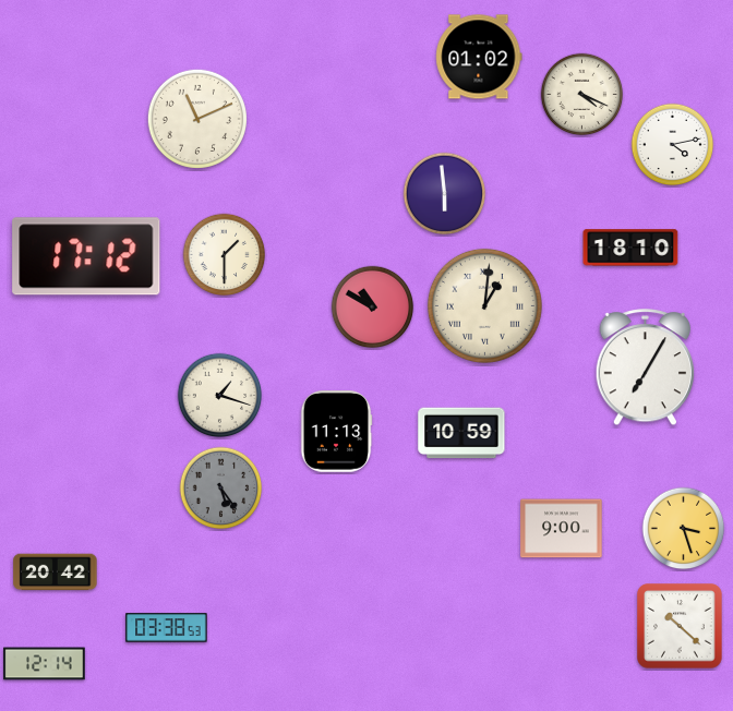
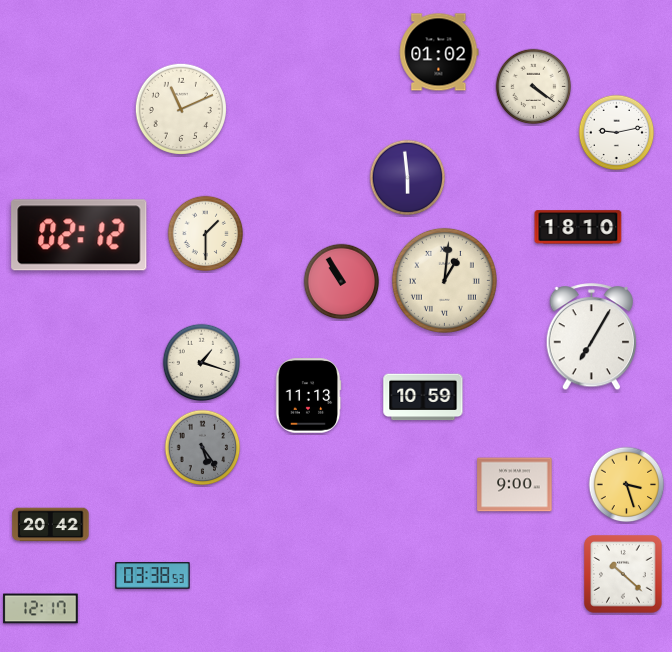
clock at (582, 95): 4:19 -> 4:21
clock at (673, 145): 4:13 -> 9:13
clock at (86, 256): 17:12 -> 02:12
clock at (373, 308): 10:50 -> 10:55
clock at (45, 664): 12:14 -> 12:17
